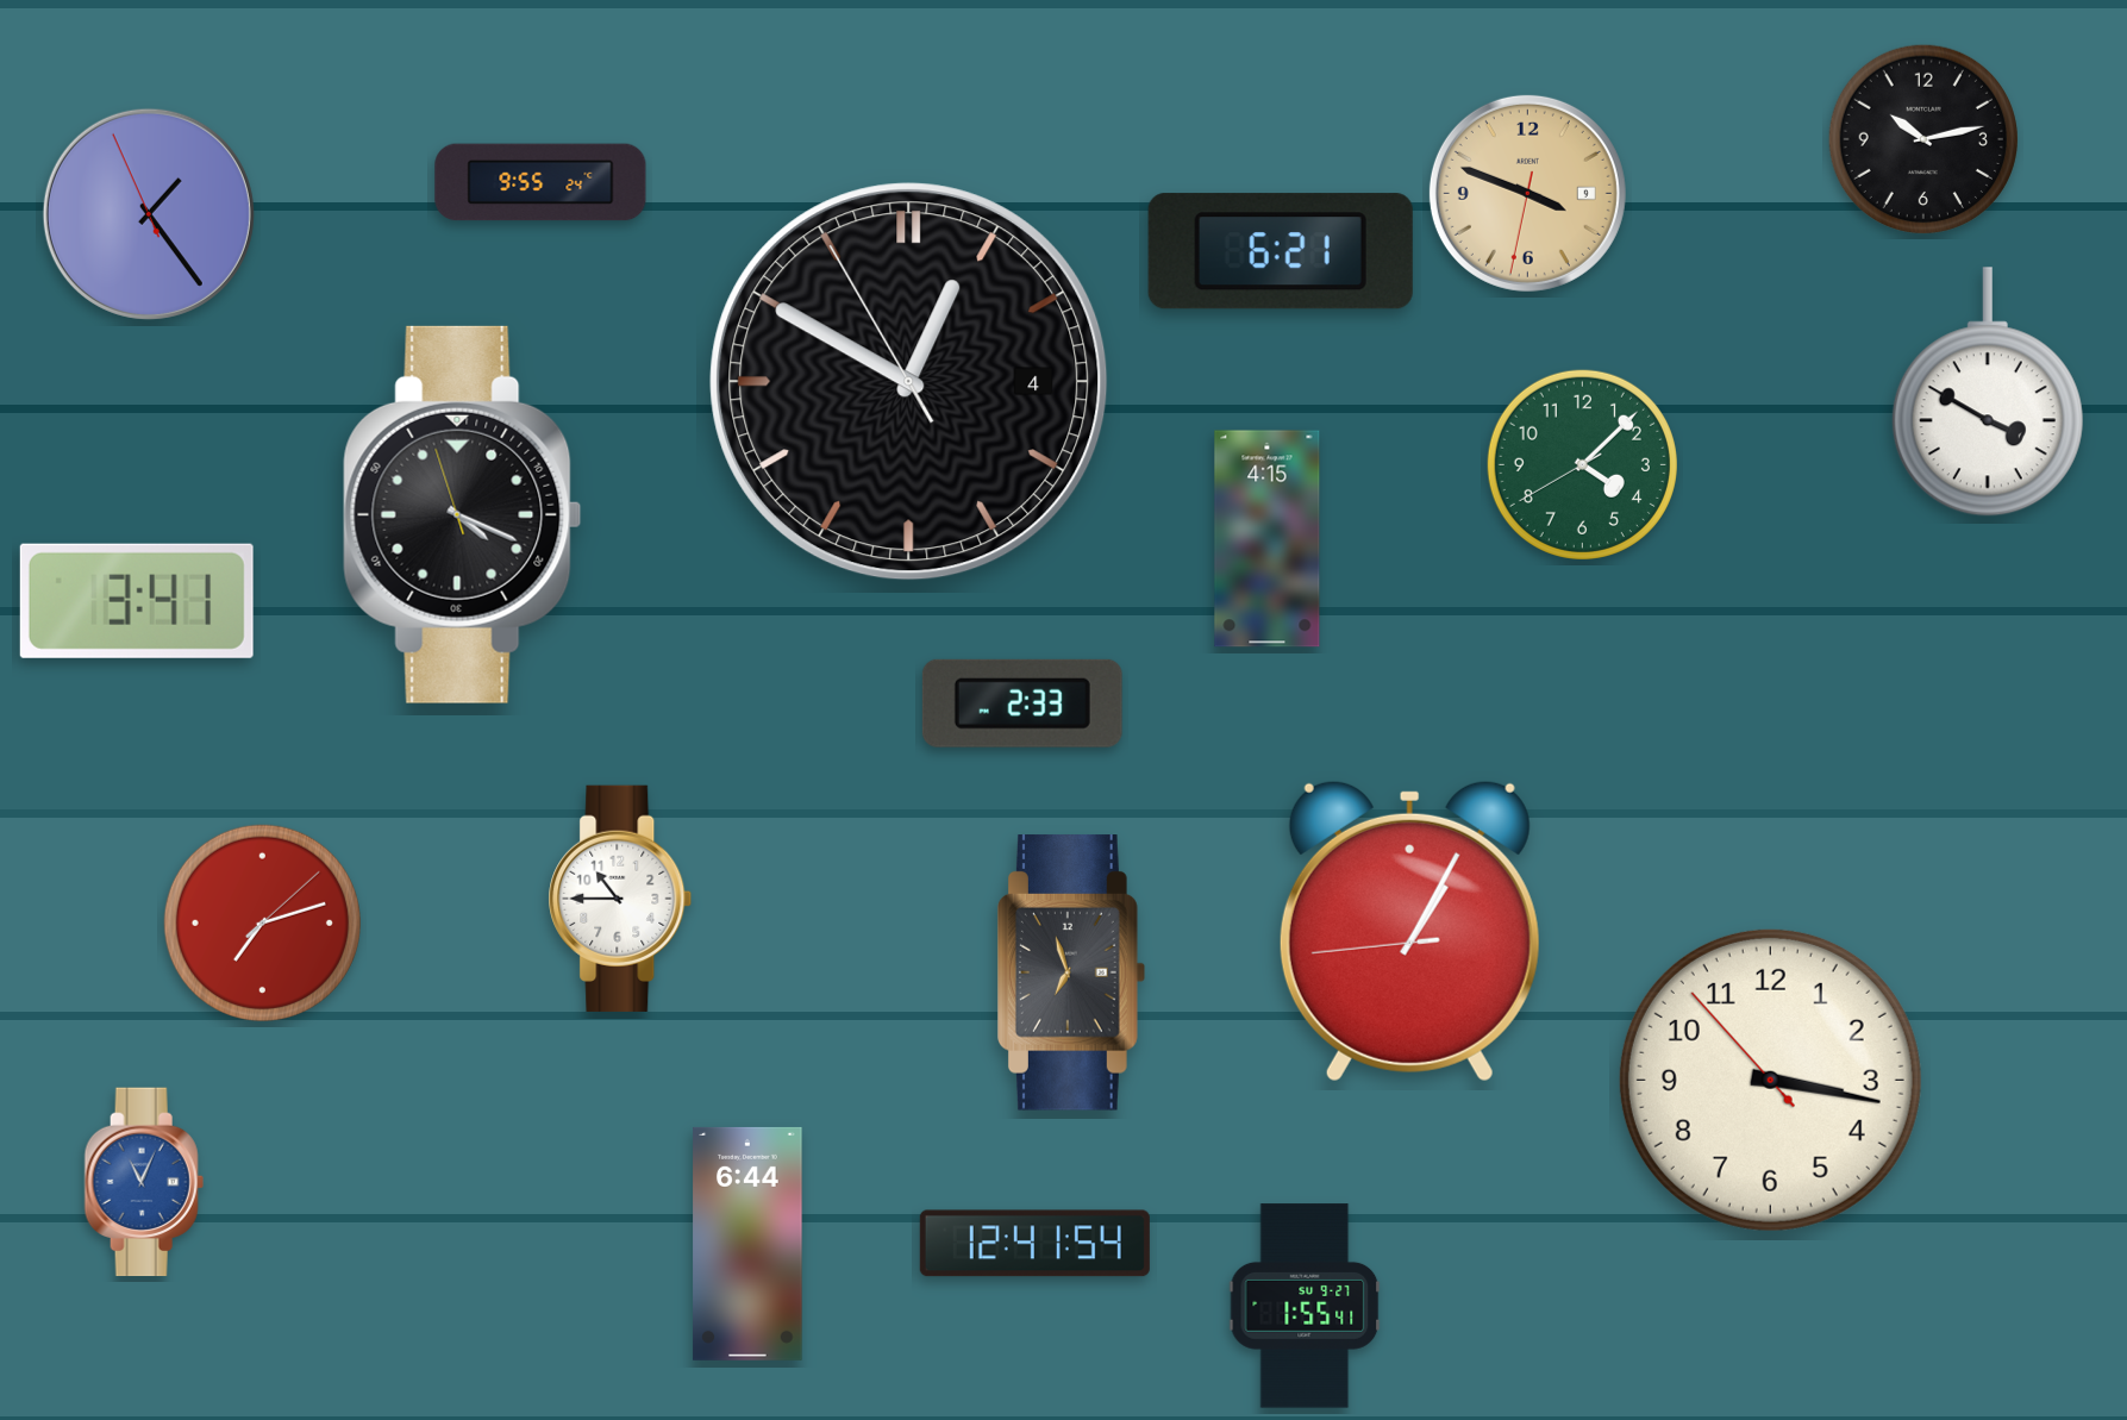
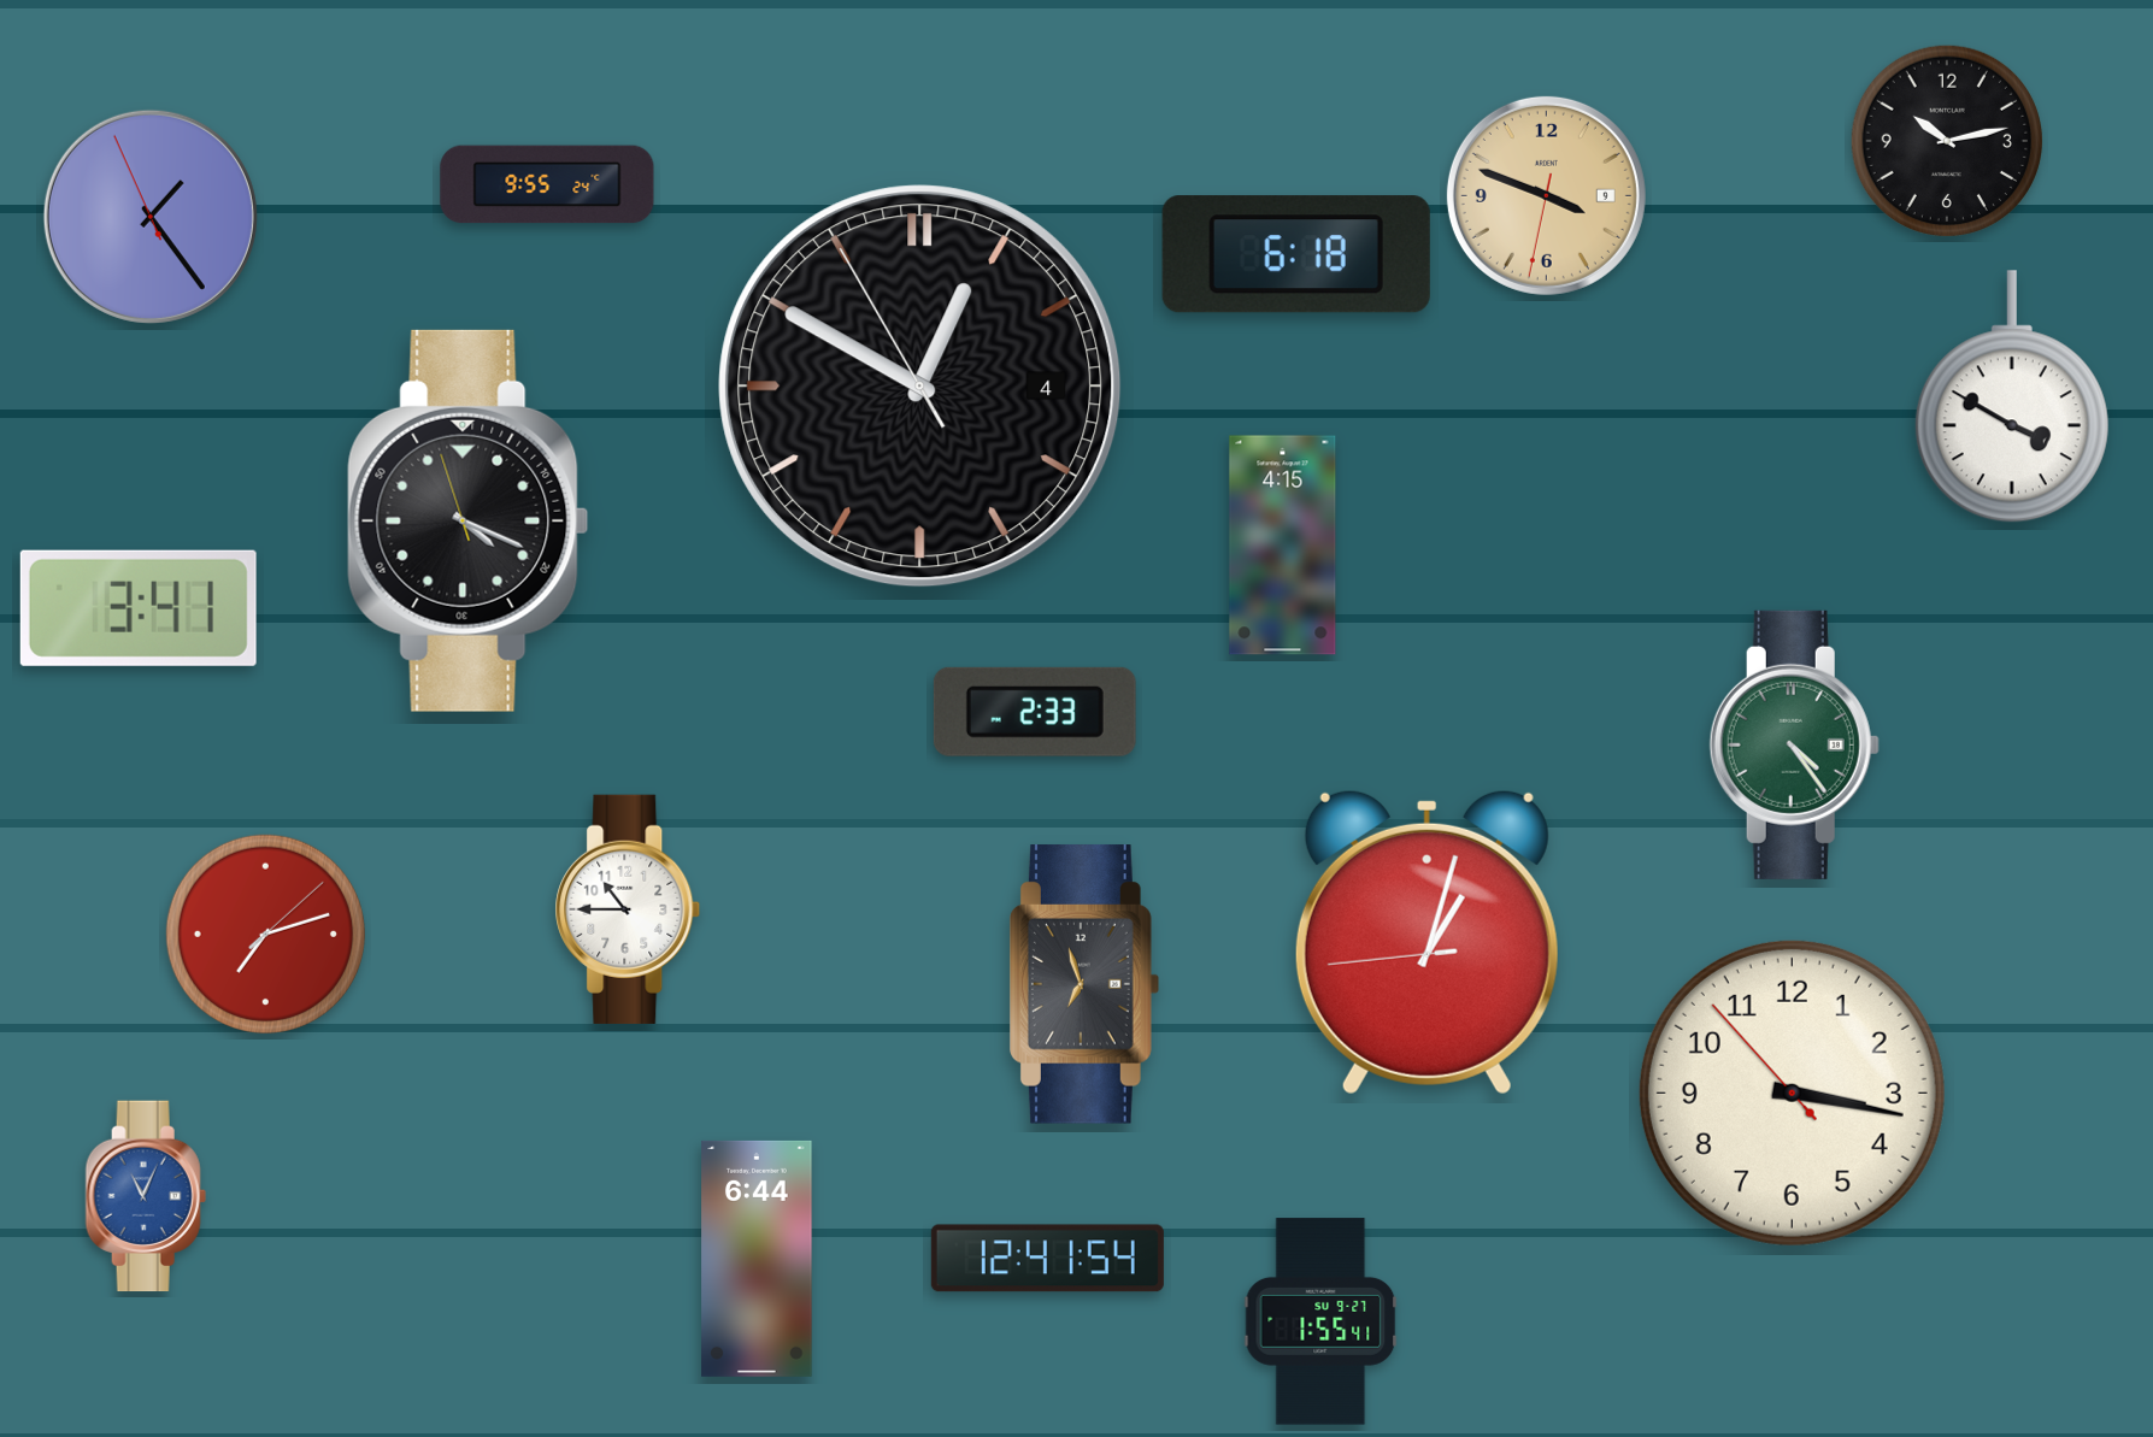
clock at (1281, 251): 6:21 -> 6:18
clock at (1582, 464): 4:07 -> none
clock at (1794, 744): none -> 4:24
clock at (1409, 931): 1:04 -> 1:02
